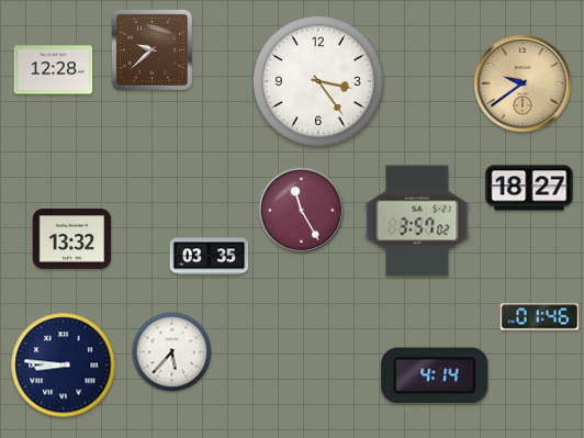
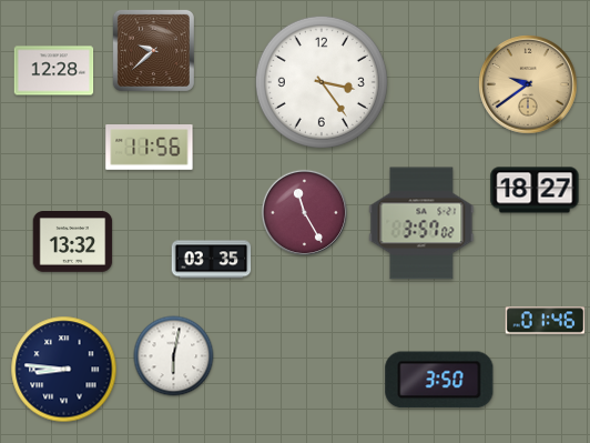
clock at (150, 148): none -> 11:56
clock at (172, 352): 5:37 -> 6:02
clock at (435, 375): 4:14 -> 3:50
